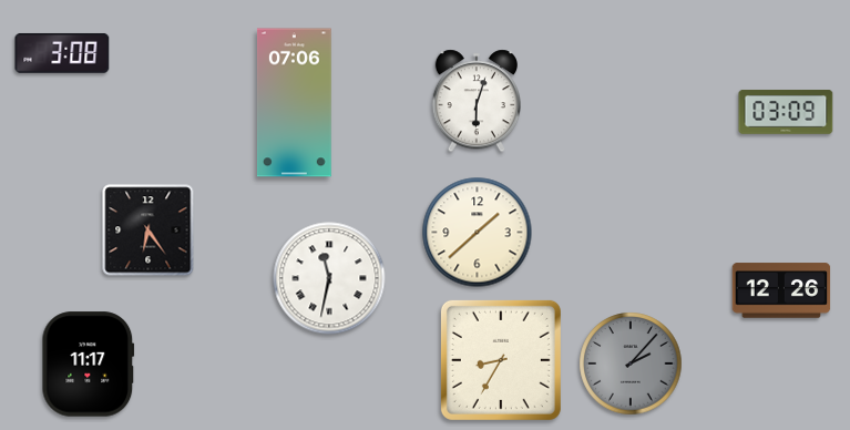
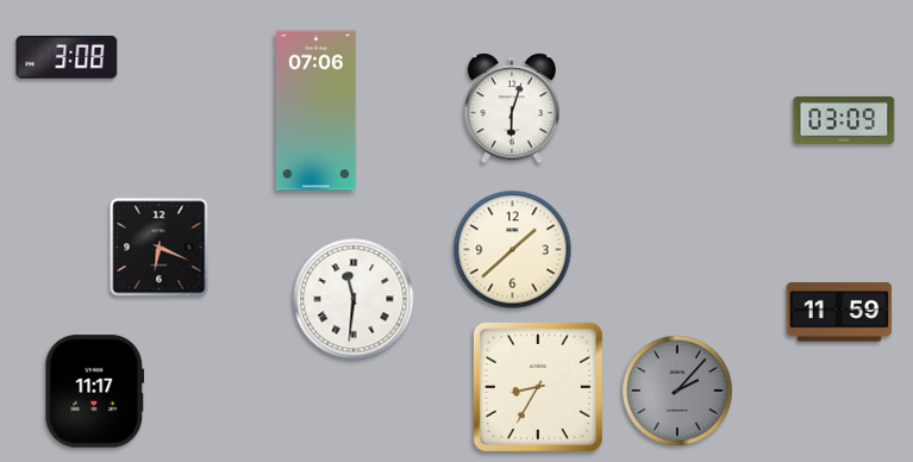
clock at (149, 231): 6:24 -> 6:19
clock at (329, 278): 11:32 -> 11:31
clock at (781, 290): 12:26 -> 11:59
